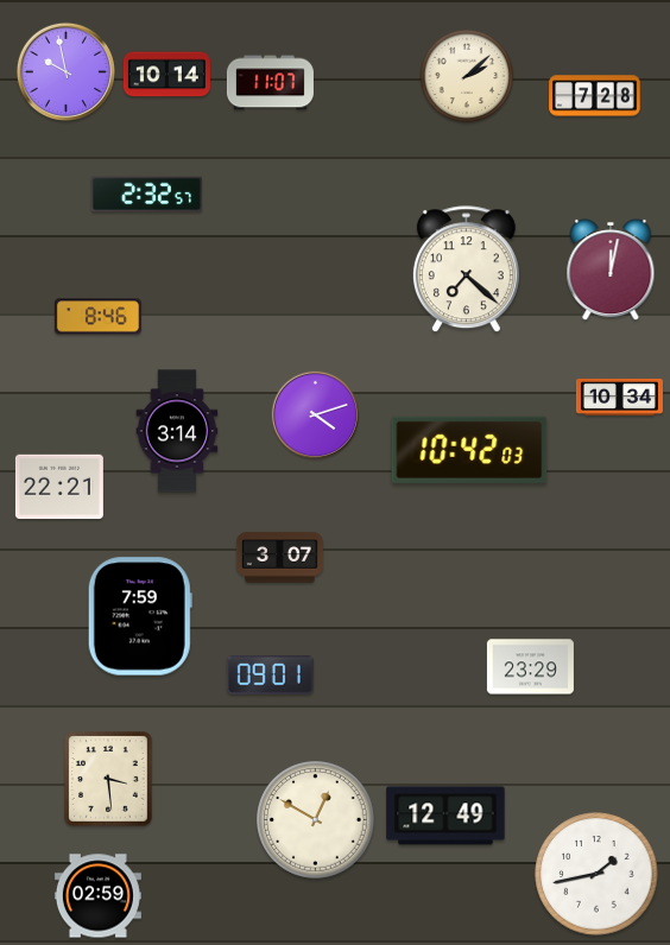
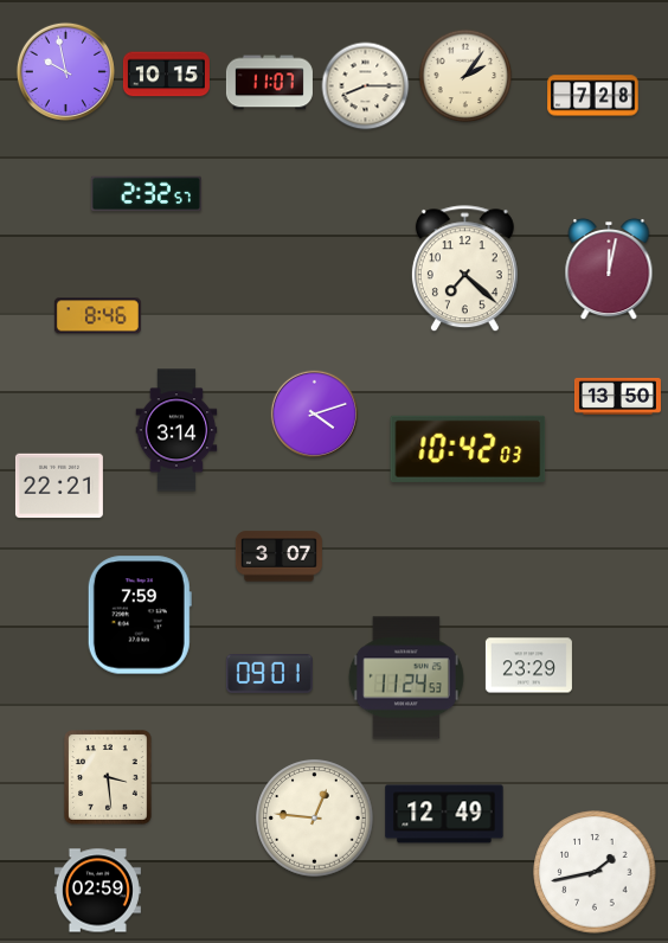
clock at (166, 75): 10:14 -> 10:15
clock at (467, 76): 2:08 -> 2:06
clock at (366, 86): none -> 8:15
clock at (619, 397): 10:34 -> 13:50
clock at (406, 678): none -> 11:24
clock at (316, 820): 12:50 -> 12:46
clock at (97, 896) position: (97, 896) -> (97, 891)
